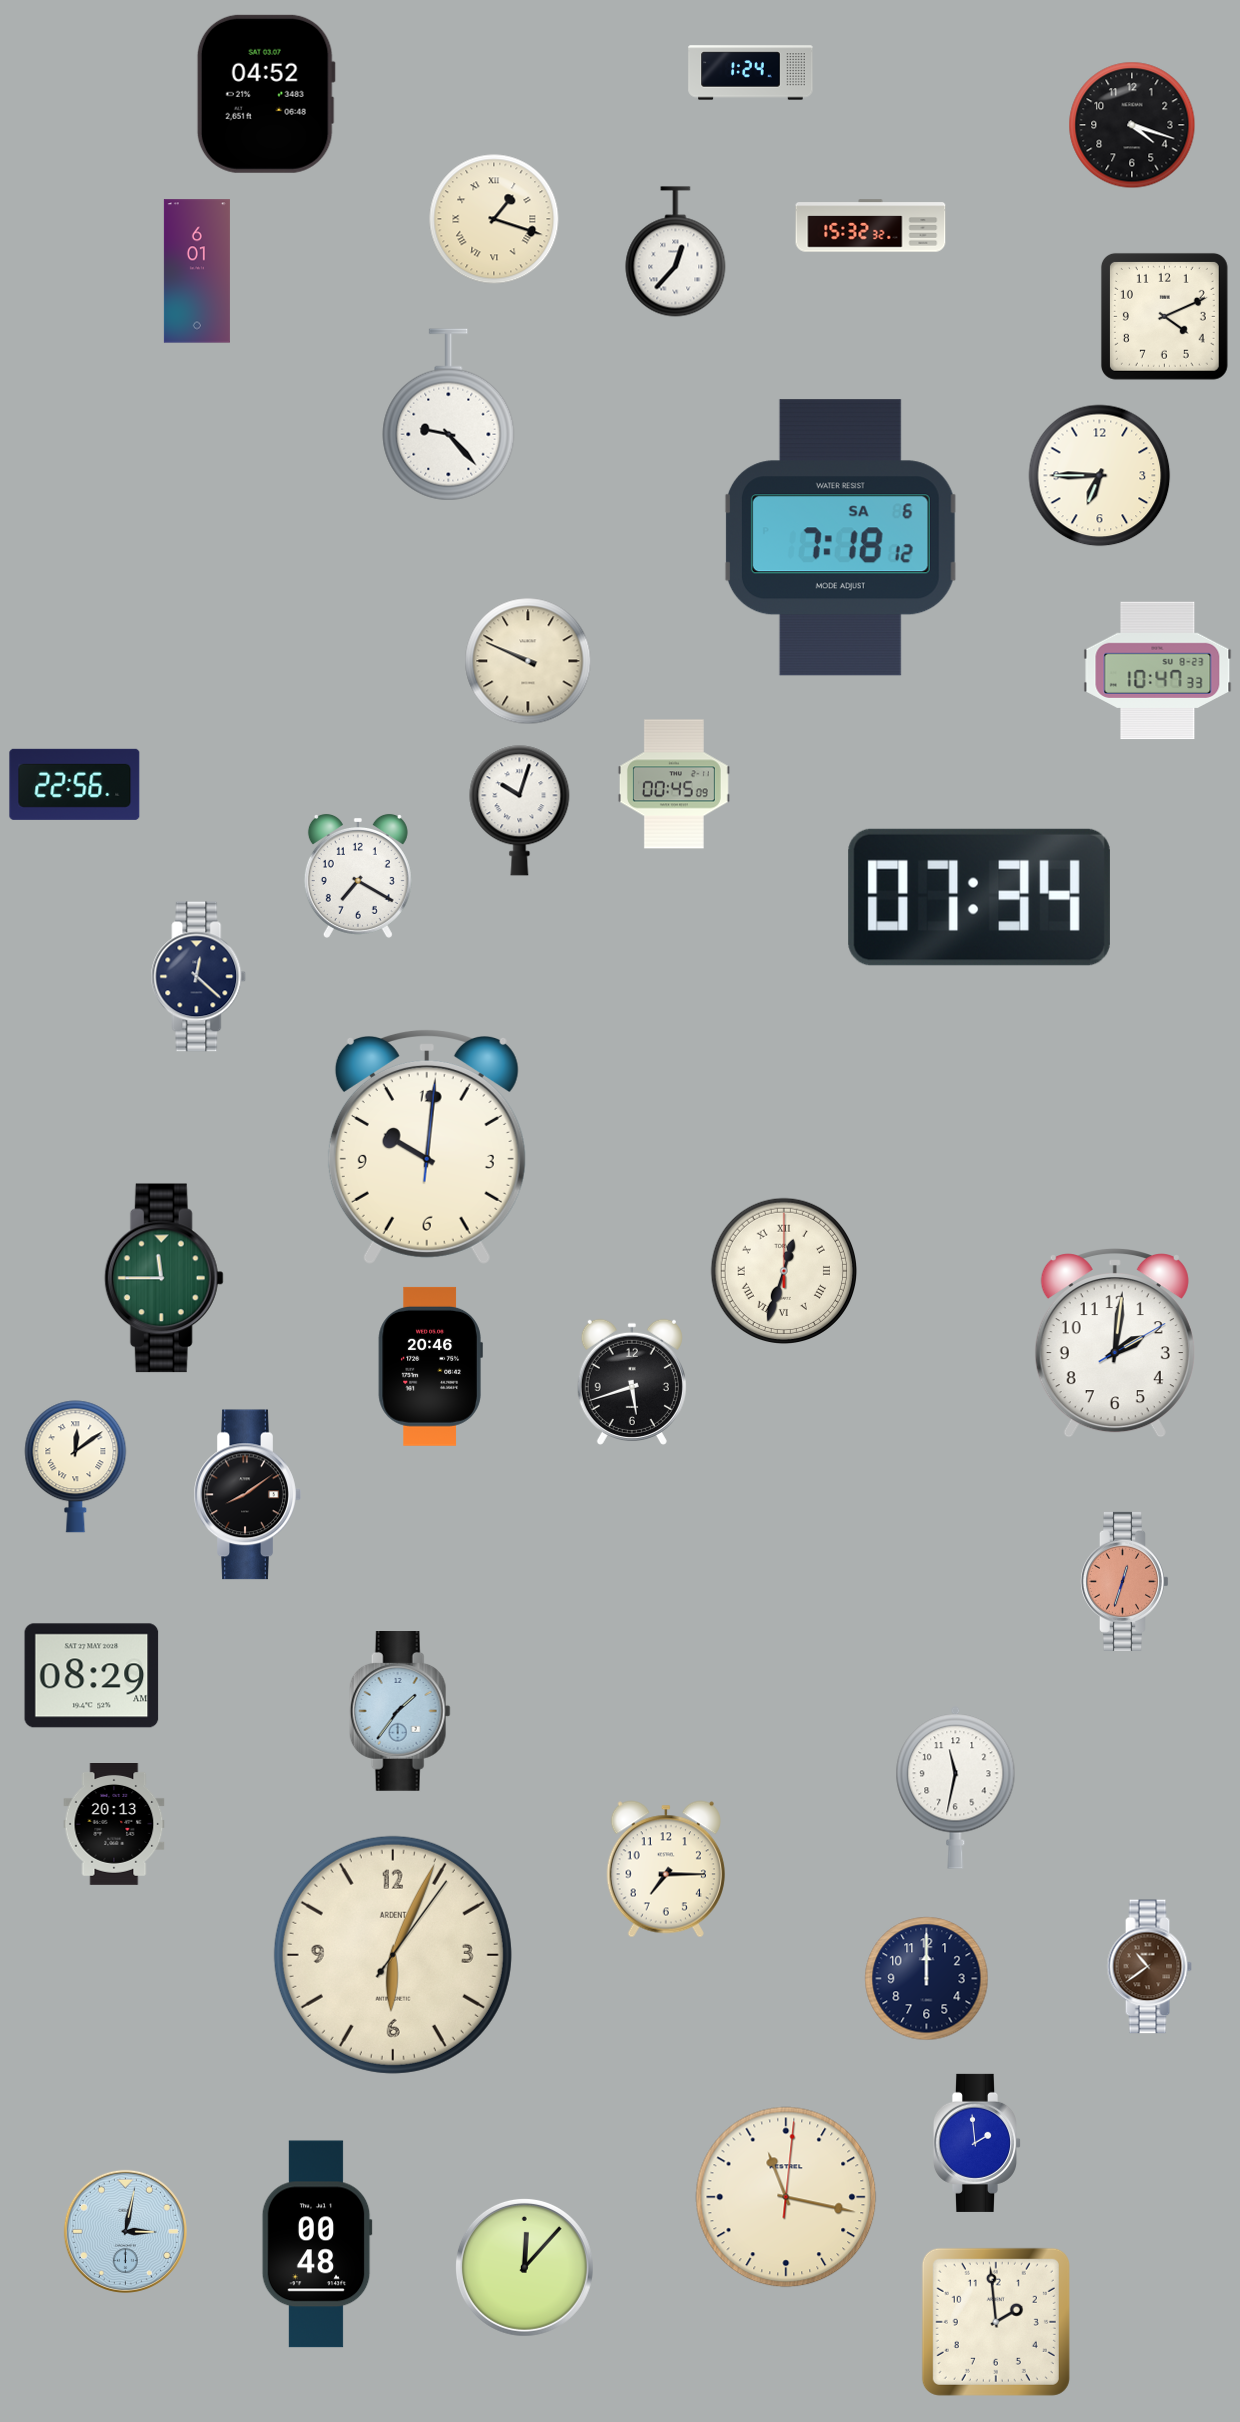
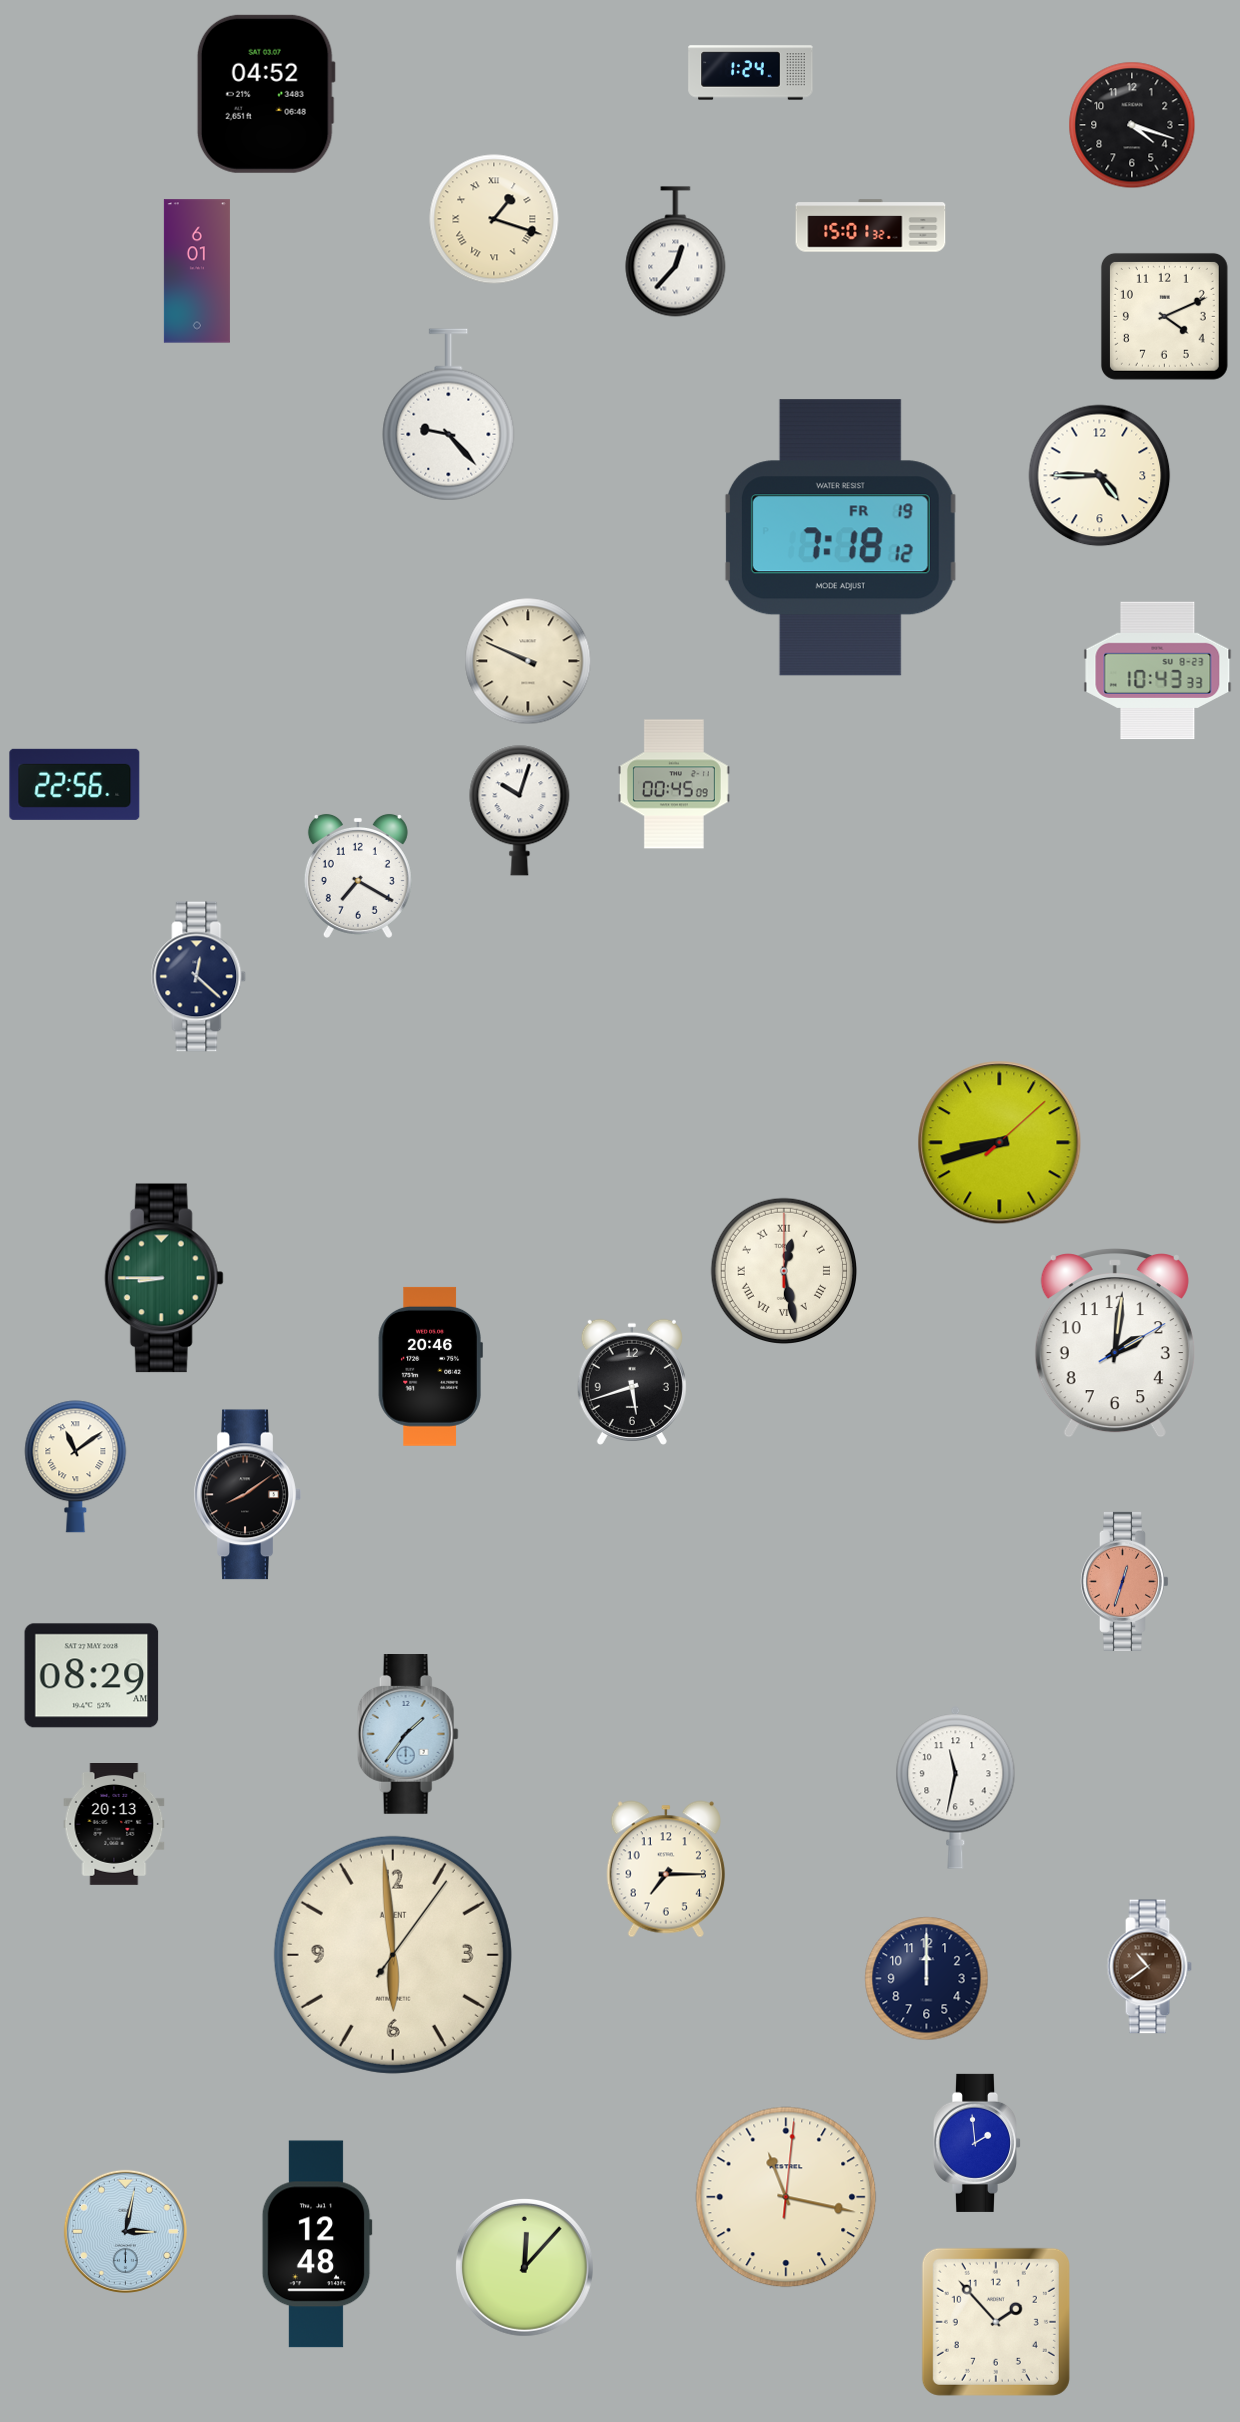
clock at (871, 226): 15:32 -> 15:01
clock at (1100, 476): 6:45 -> 4:45
clock at (840, 538) date: SA 6 -> FR 19
clock at (1158, 671): 10:47 -> 10:43
clock at (979, 897): 07:34 -> none
clock at (1000, 1143): none -> 8:42
clock at (427, 1147): 10:01 -> none
clock at (783, 1270): 12:33 -> 12:28
clock at (164, 1278): 11:45 -> 8:45
clock at (76, 1467): 12:09 -> 11:09
clock at (400, 1712) position: (400, 1712) -> (408, 1735)
clock at (393, 1955): 6:04 -> 5:59
clock at (317, 2244): 00:48 -> 12:48
clock at (996, 2322): 1:59 -> 1:53
